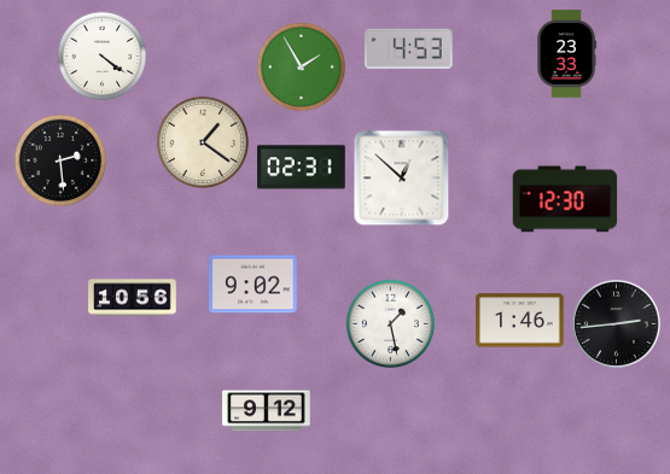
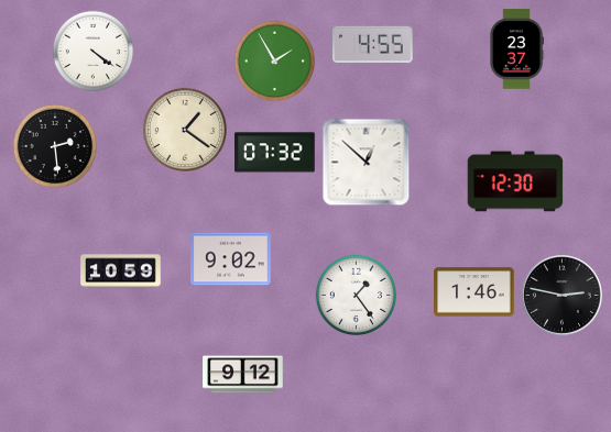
clock at (409, 48): 4:53 -> 4:55
clock at (566, 54): 23:33 -> 23:37
clock at (302, 168): 02:31 -> 07:32
clock at (133, 298): 10:56 -> 10:59
clock at (616, 323): 2:44 -> 2:47
clock at (391, 324): 1:28 -> 1:24
